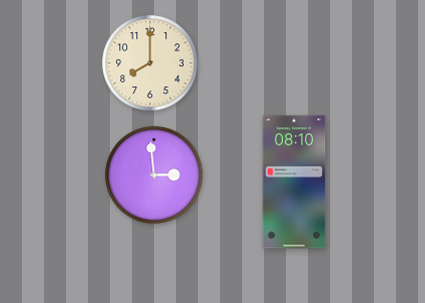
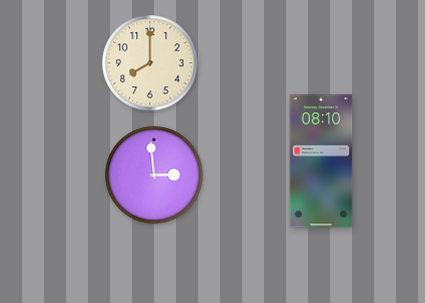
clock at (294, 182) position: (294, 182) -> (321, 161)
